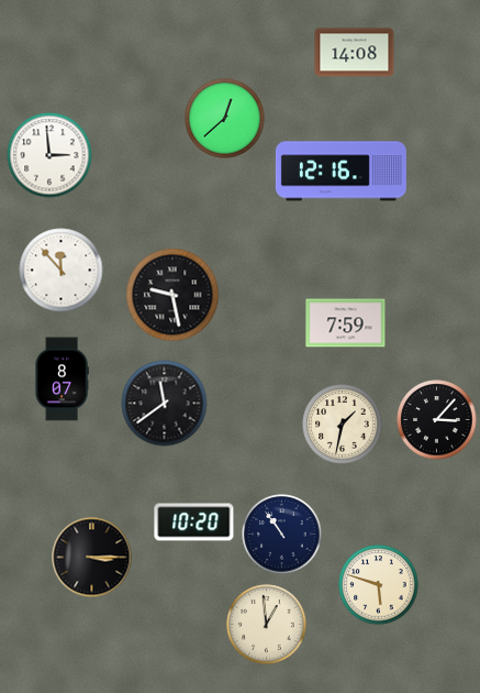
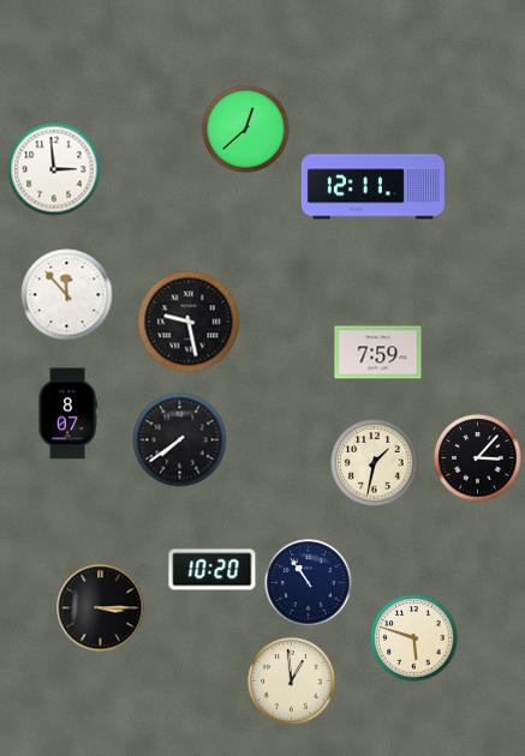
clock at (355, 53): 14:08 -> none
clock at (341, 172): 12:16 -> 12:11
clock at (165, 404): 11:39 -> 7:39
